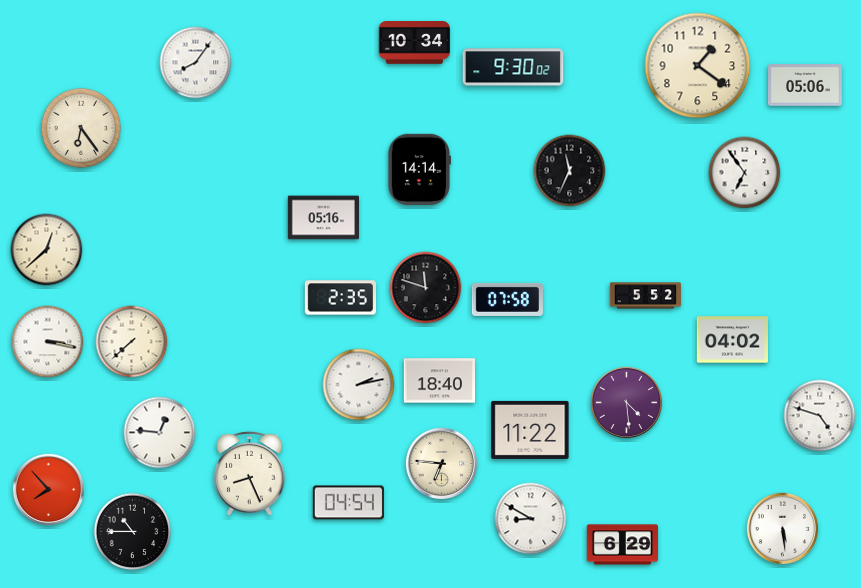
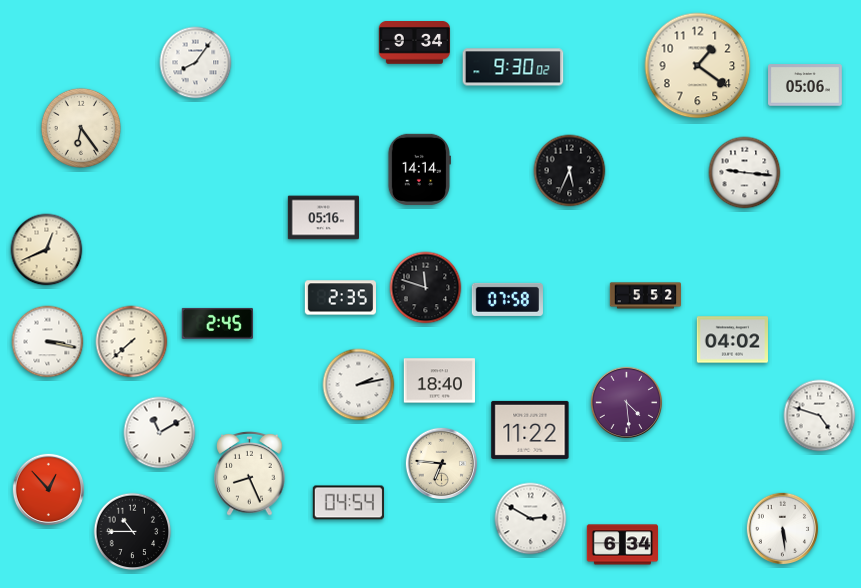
clock at (414, 43): 10:34 -> 9:34
clock at (570, 171): 11:34 -> 5:34
clock at (745, 173): 6:54 -> 9:16
clock at (47, 250): 12:38 -> 12:41
clock at (217, 323): none -> 2:45
clock at (160, 433): 12:46 -> 11:10
clock at (49, 490): 7:53 -> 12:53
clock at (531, 519): 8:50 -> 2:50
clock at (622, 545): 6:29 -> 6:34
